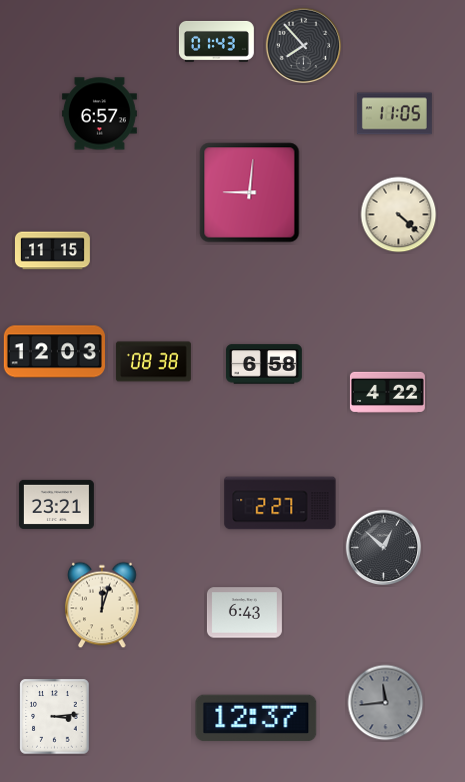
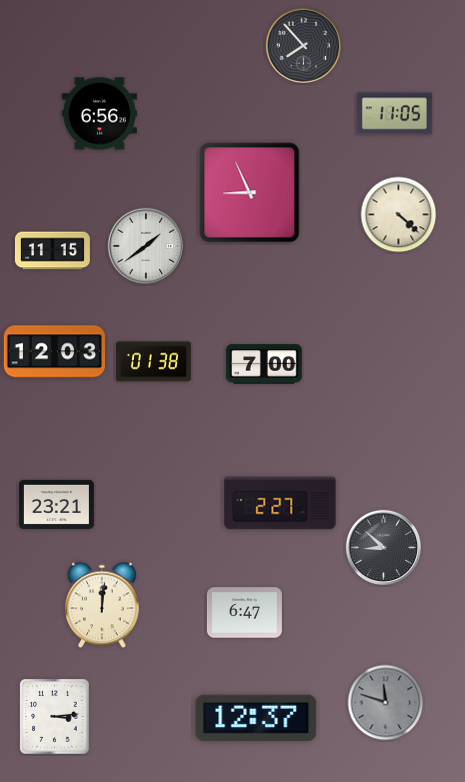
clock at (216, 41): 01:43 -> none
clock at (99, 114): 6:57 -> 6:56
clock at (250, 193): 9:01 -> 8:56
clock at (146, 246): none -> 1:39
clock at (153, 362): 08:38 -> 01:38
clock at (265, 364): 6:58 -> 7:00
clock at (387, 392): 4:22 -> none
clock at (384, 548): 12:52 -> 8:52
clock at (102, 605): 12:03 -> 12:01
clock at (244, 613): 6:43 -> 6:47
clock at (386, 703): 11:44 -> 11:48
